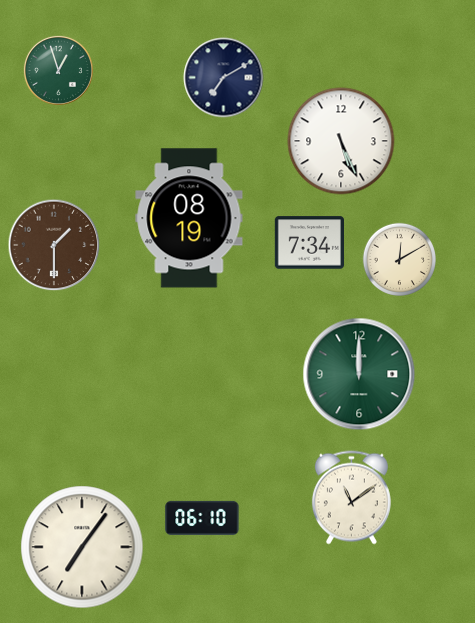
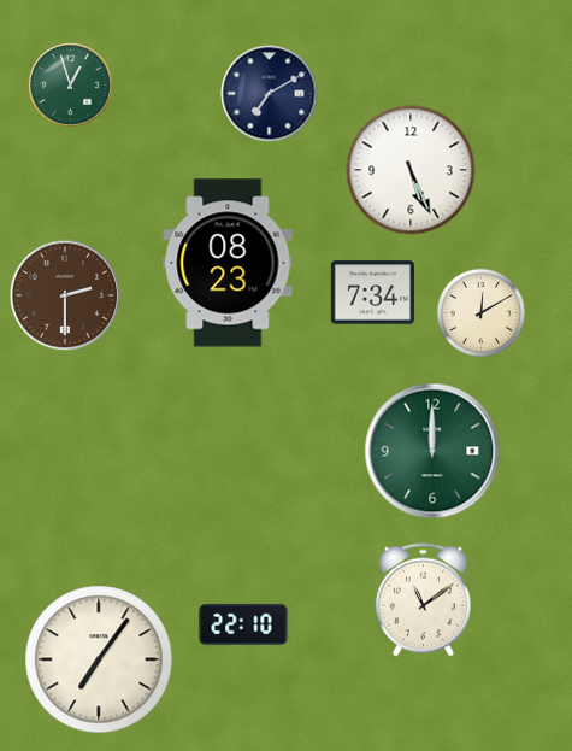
clock at (189, 218): 08:19 -> 08:23
clock at (54, 245): 1:30 -> 2:30
clock at (202, 518): 06:10 -> 22:10
